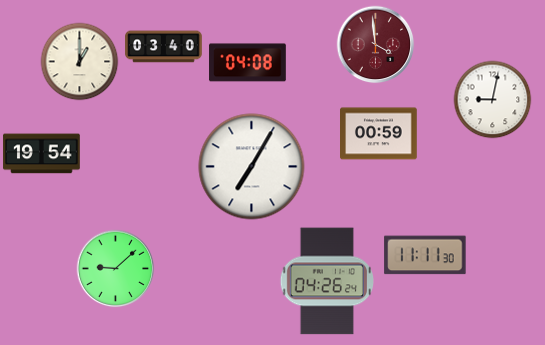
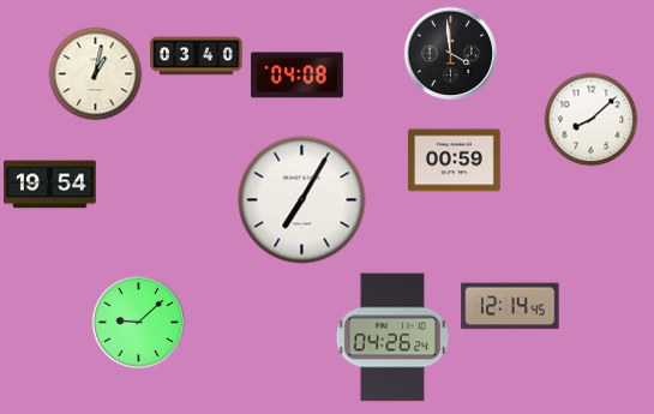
clock at (375, 44) dial: burgundy -> black
clock at (79, 61): 1:00 -> 1:02
clock at (492, 99): 9:02 -> 8:08
clock at (425, 255): 11:11 -> 12:14
